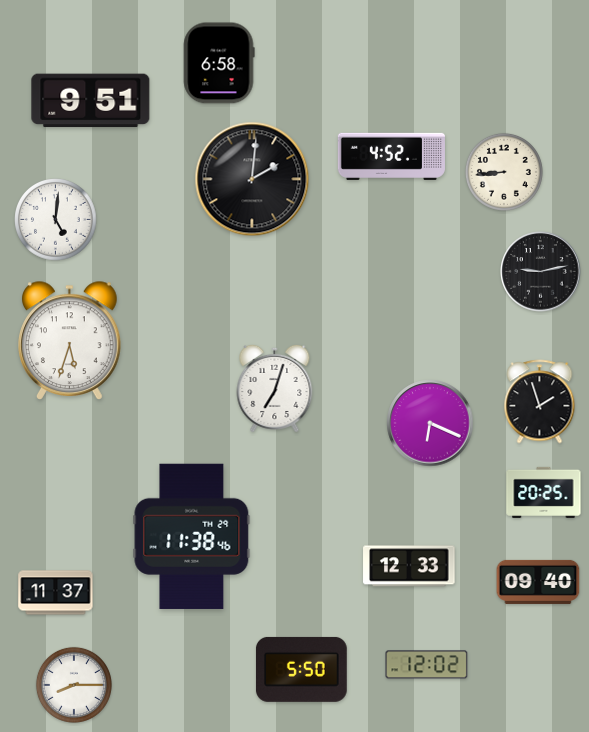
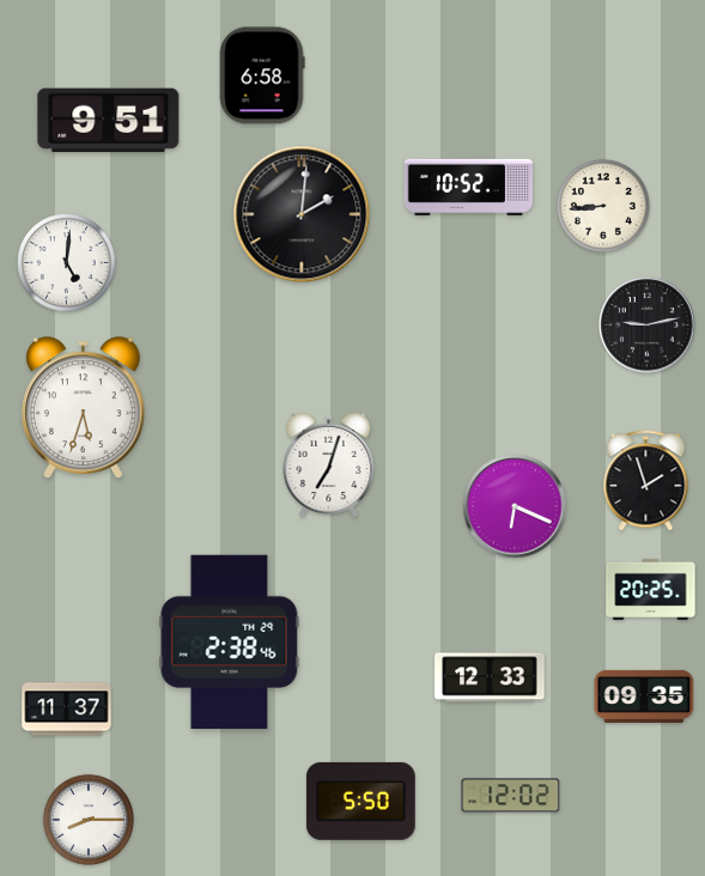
clock at (391, 156): 4:52 -> 10:52
clock at (192, 536): 11:38 -> 2:38
clock at (538, 582): 09:40 -> 09:35
